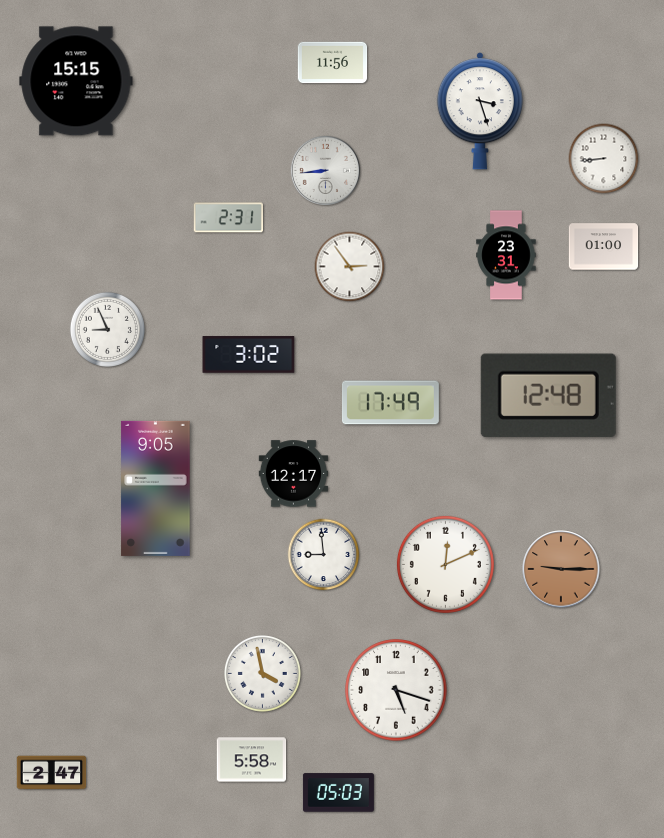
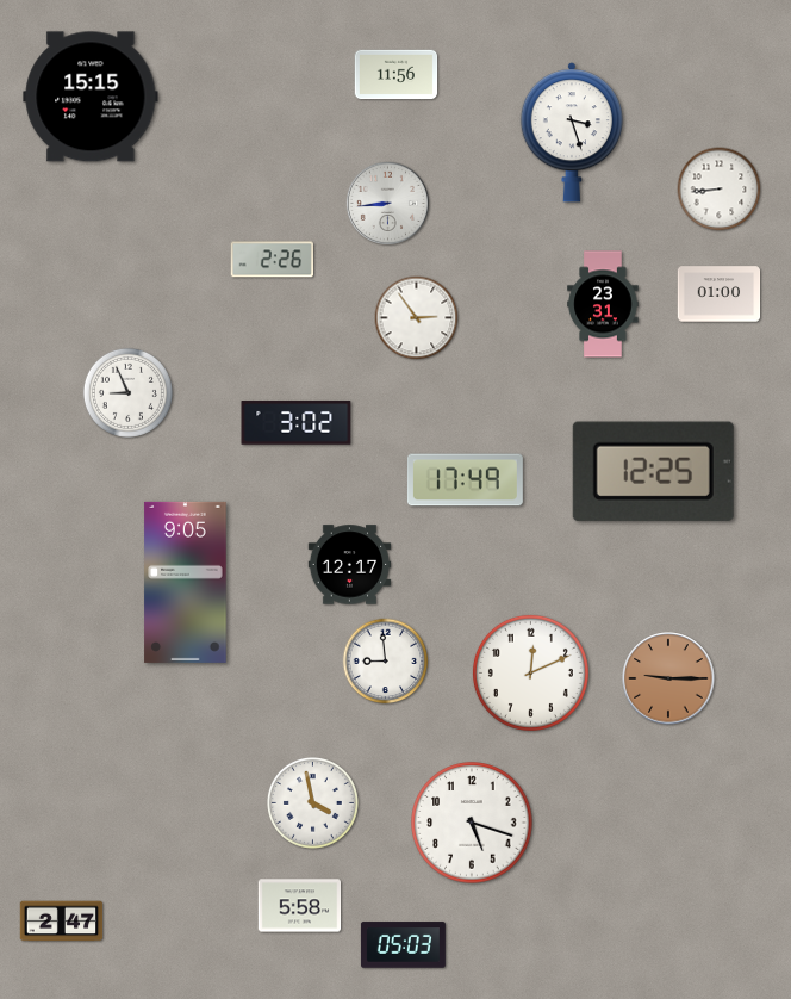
clock at (228, 218): 2:31 -> 2:26
clock at (548, 395): 12:48 -> 12:25
